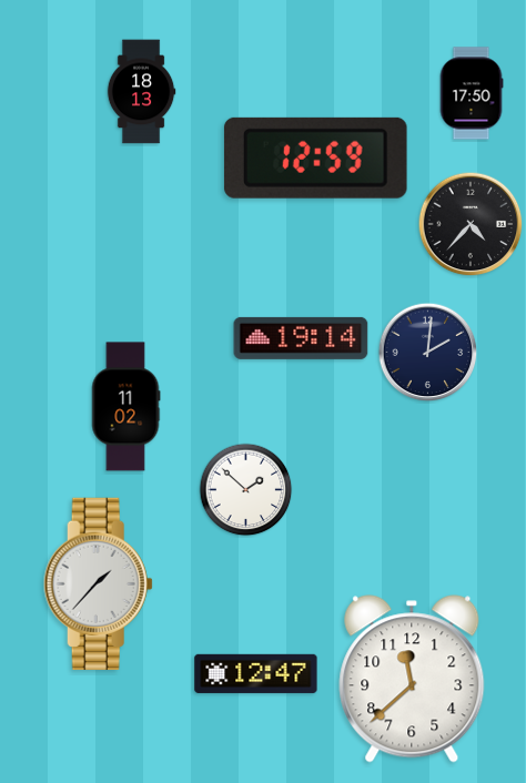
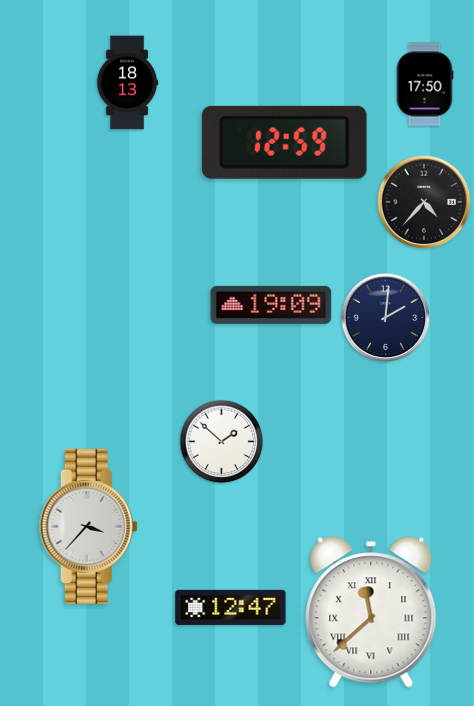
clock at (301, 338): 19:14 -> 19:09
clock at (125, 407): 11:02 -> none
clock at (98, 583): 1:37 -> 3:37
clock at (412, 679) numerals: Arabic -> Roman
